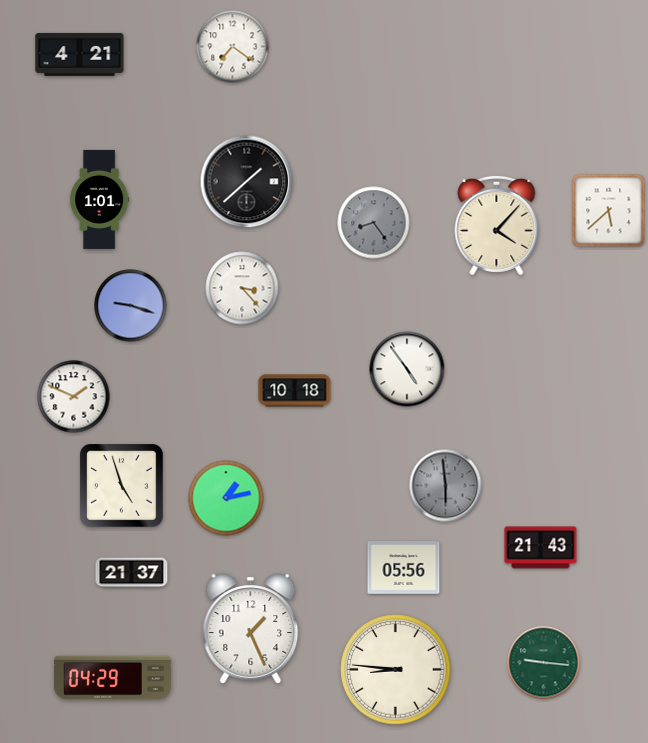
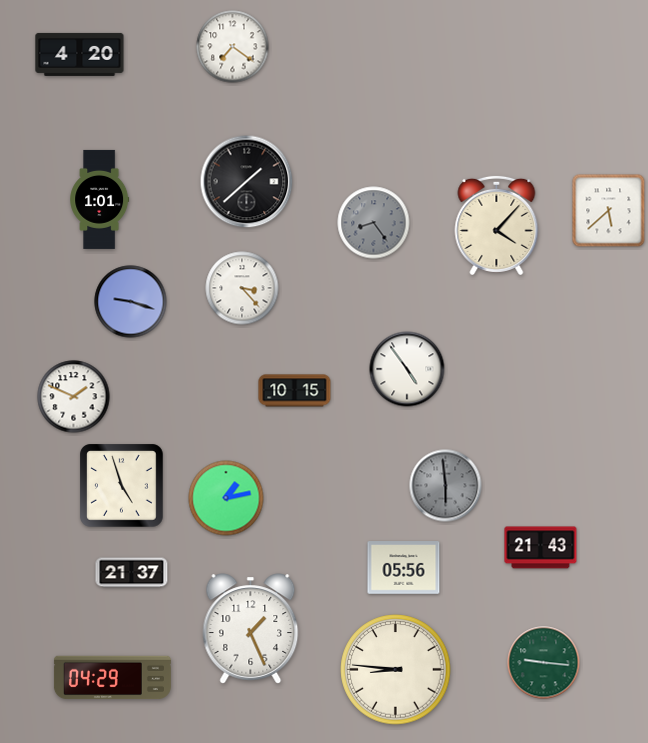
clock at (80, 54): 4:21 -> 4:20
clock at (131, 306) position: (131, 306) -> (131, 302)
clock at (295, 391): 10:18 -> 10:15
